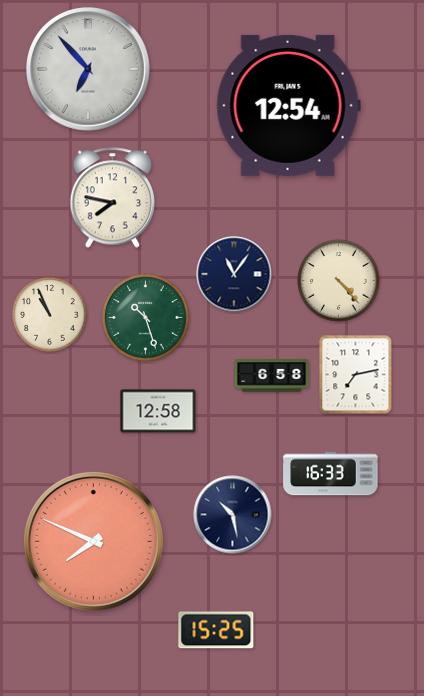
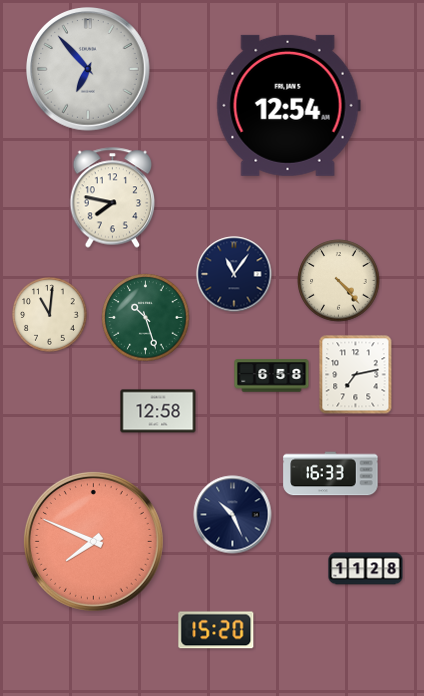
clock at (50, 315): 10:56 -> 11:01
clock at (233, 515): 10:28 -> 10:26
clock at (366, 569): none -> 11:28
clock at (216, 630): 15:25 -> 15:20
